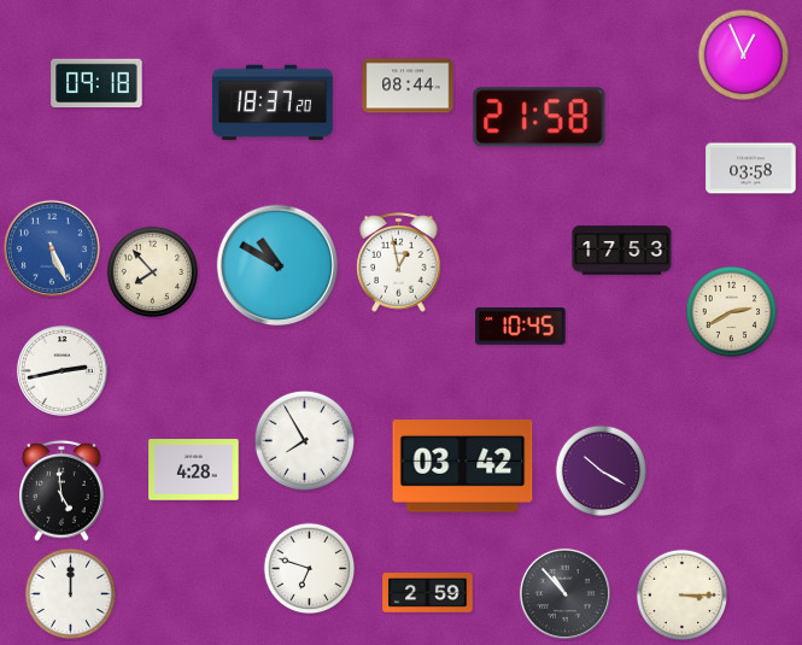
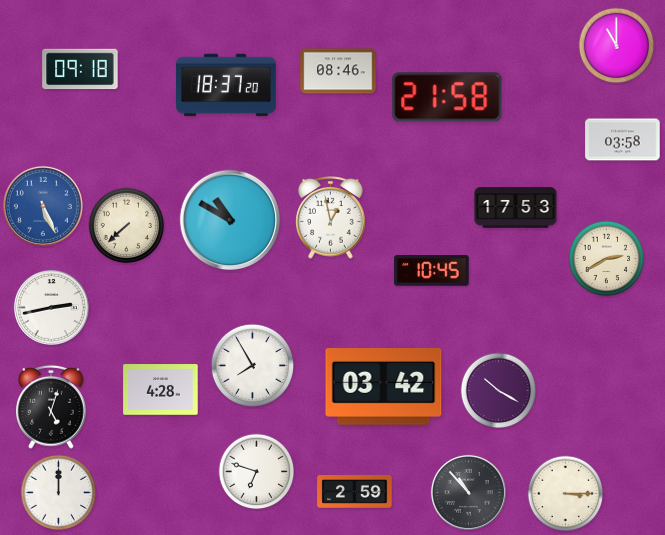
clock at (744, 55): 12:56 -> 11:00
clock at (408, 86): 08:44 -> 08:46
clock at (153, 272): 7:53 -> 7:38
clock at (63, 491): 4:59 -> 5:03
